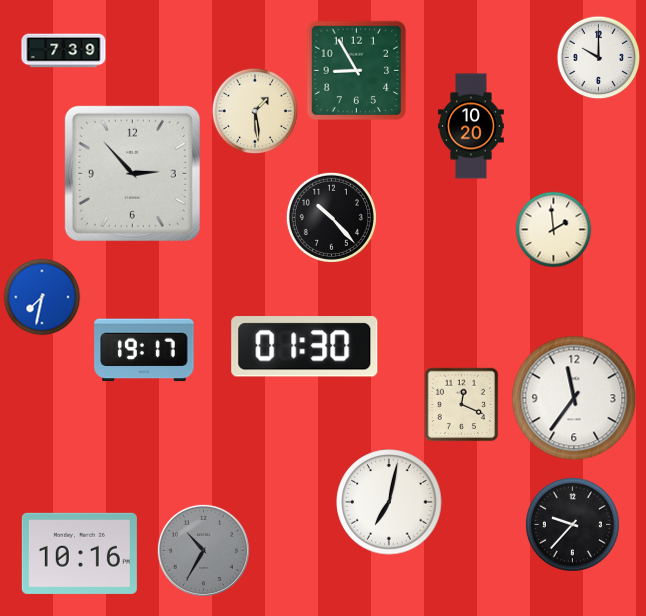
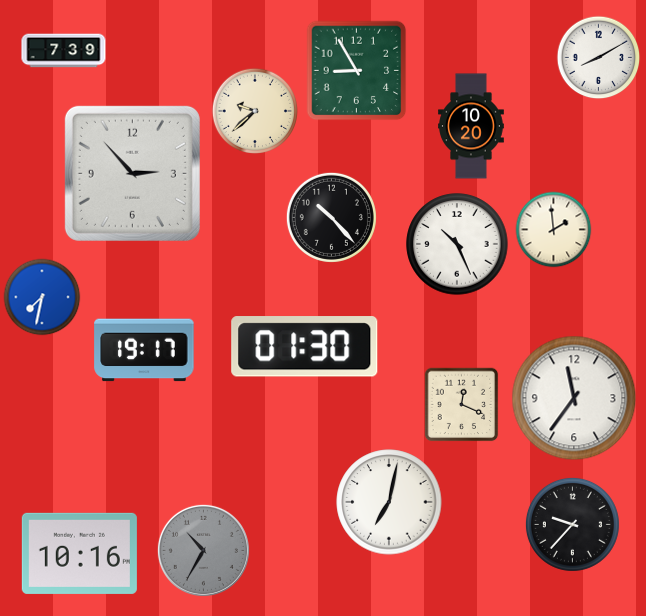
clock at (599, 58): 10:00 -> 8:10
clock at (254, 110): 1:29 -> 9:38
clock at (457, 244): none -> 10:26
